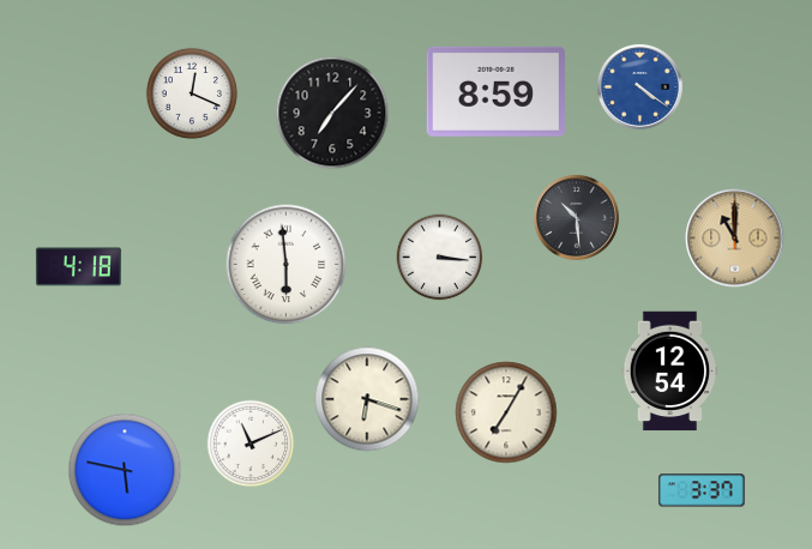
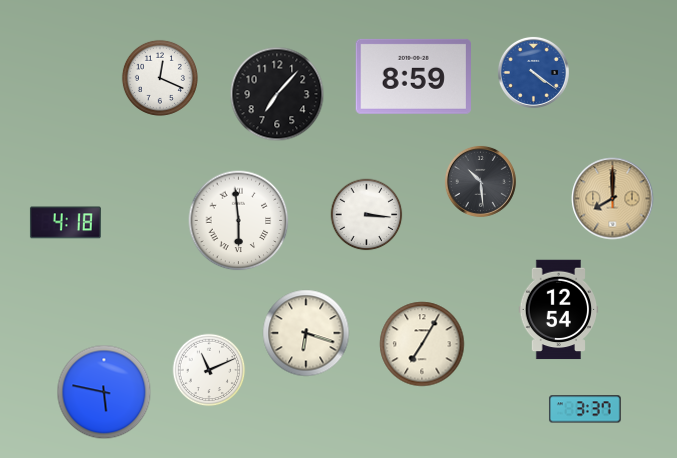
clock at (735, 239): 11:00 -> 8:00
